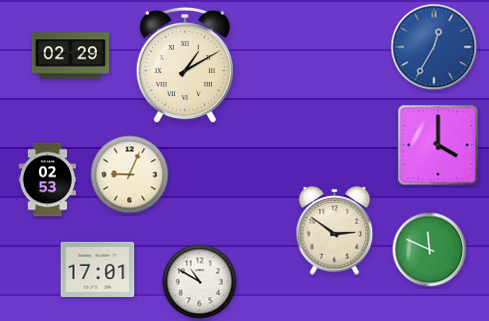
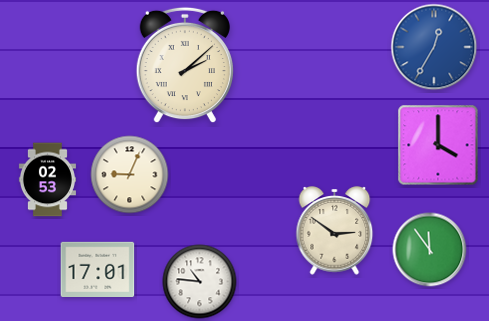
clock at (70, 56): 02:29 -> none
clock at (185, 65): 1:10 -> 2:08
clock at (430, 250): 11:49 -> 11:54
clock at (200, 282): 10:50 -> 10:46
